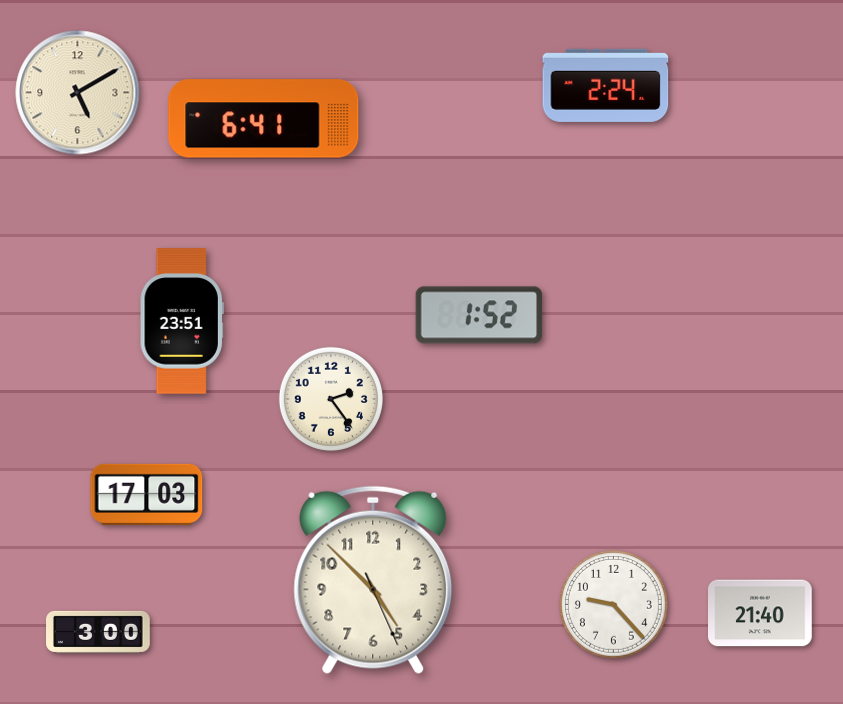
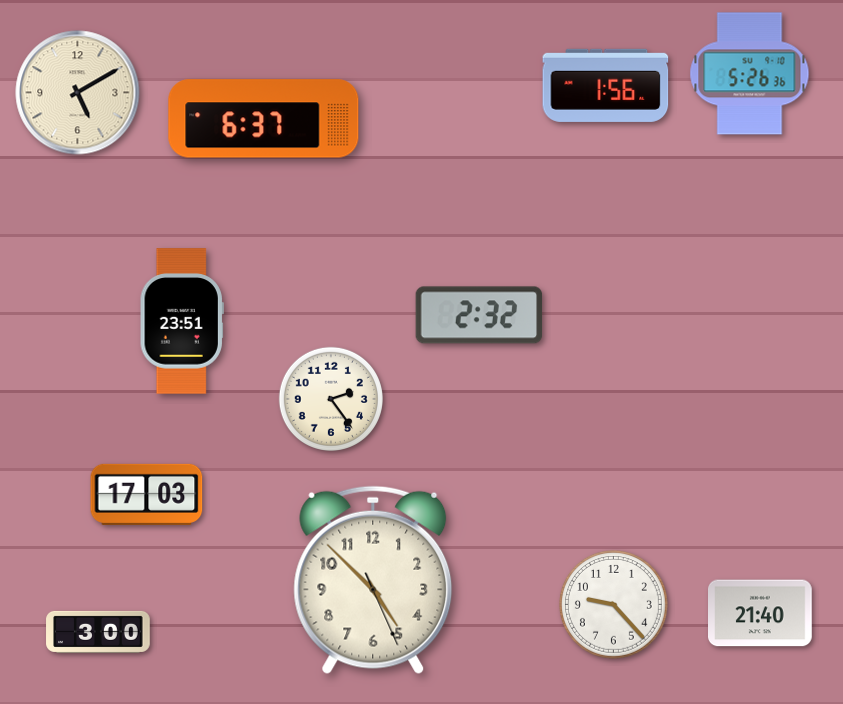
clock at (750, 74): none -> 5:26
clock at (606, 85): 2:24 -> 1:56
clock at (264, 119): 6:41 -> 6:37
clock at (479, 315): 1:52 -> 2:32
